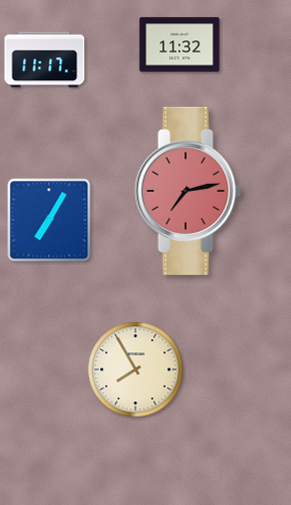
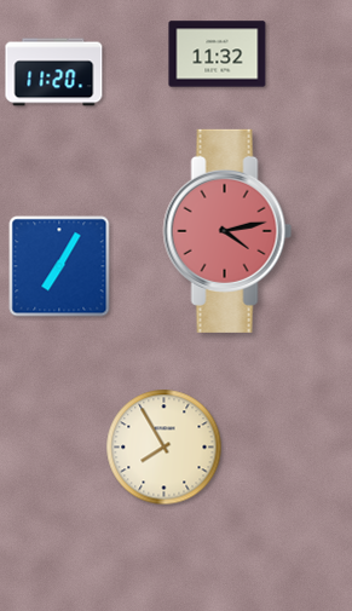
clock at (45, 60): 11:17 -> 11:20
clock at (188, 191): 7:13 -> 4:13
